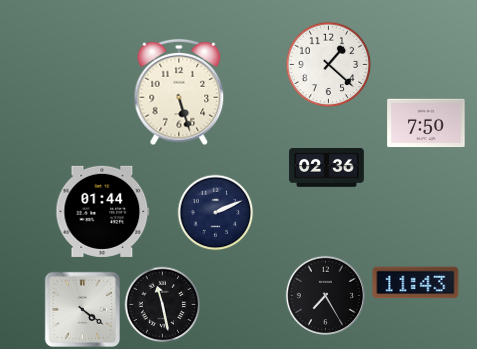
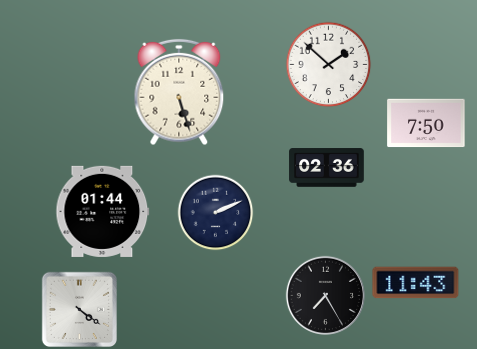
clock at (329, 65): 1:22 -> 1:52
clock at (163, 305): 11:28 -> none
clock at (82, 309) position: (82, 309) -> (79, 309)
